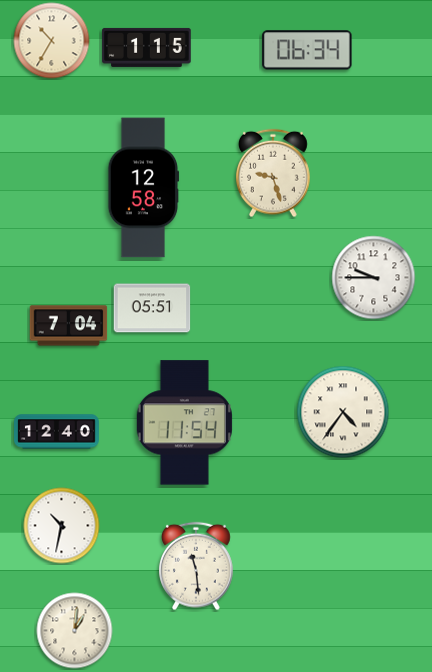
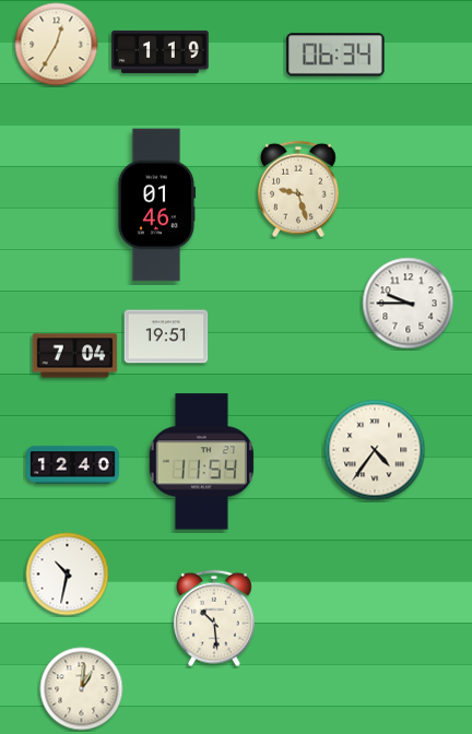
clock at (52, 41): 10:35 -> 12:35
clock at (147, 47): 1:15 -> 1:19
clock at (144, 188): 12:58 -> 01:46
clock at (152, 308): 05:51 -> 19:51
clock at (57, 432) position: (57, 432) -> (73, 465)
clock at (197, 566): 11:29 -> 10:29
